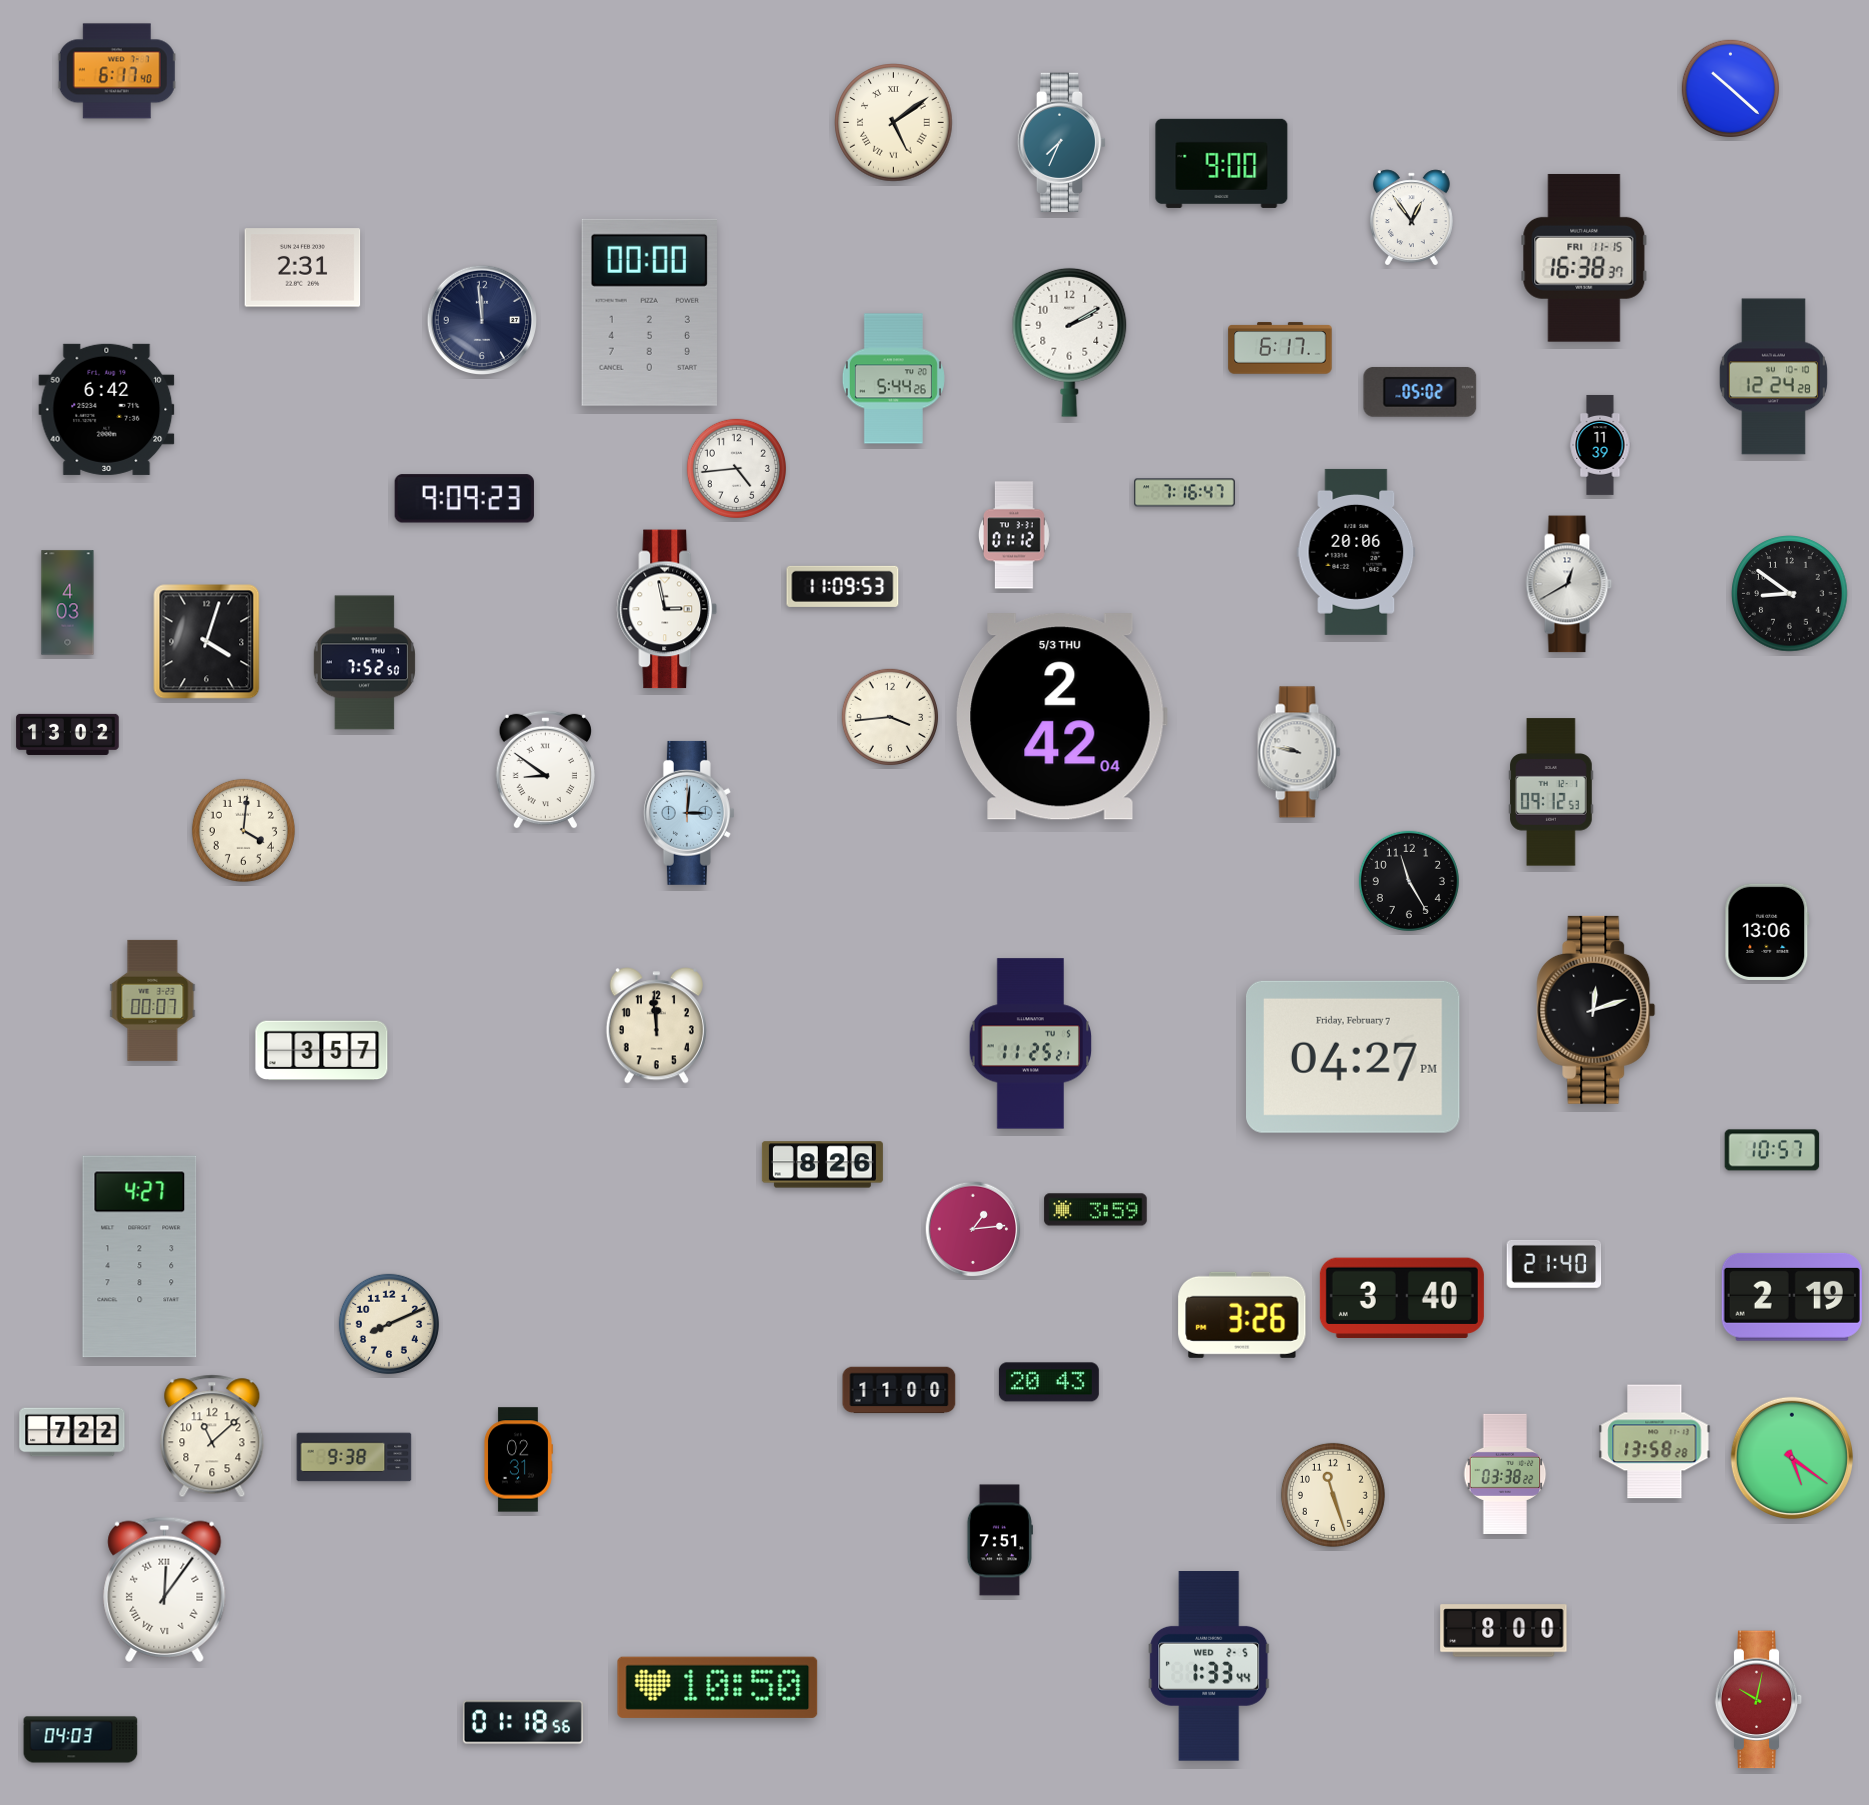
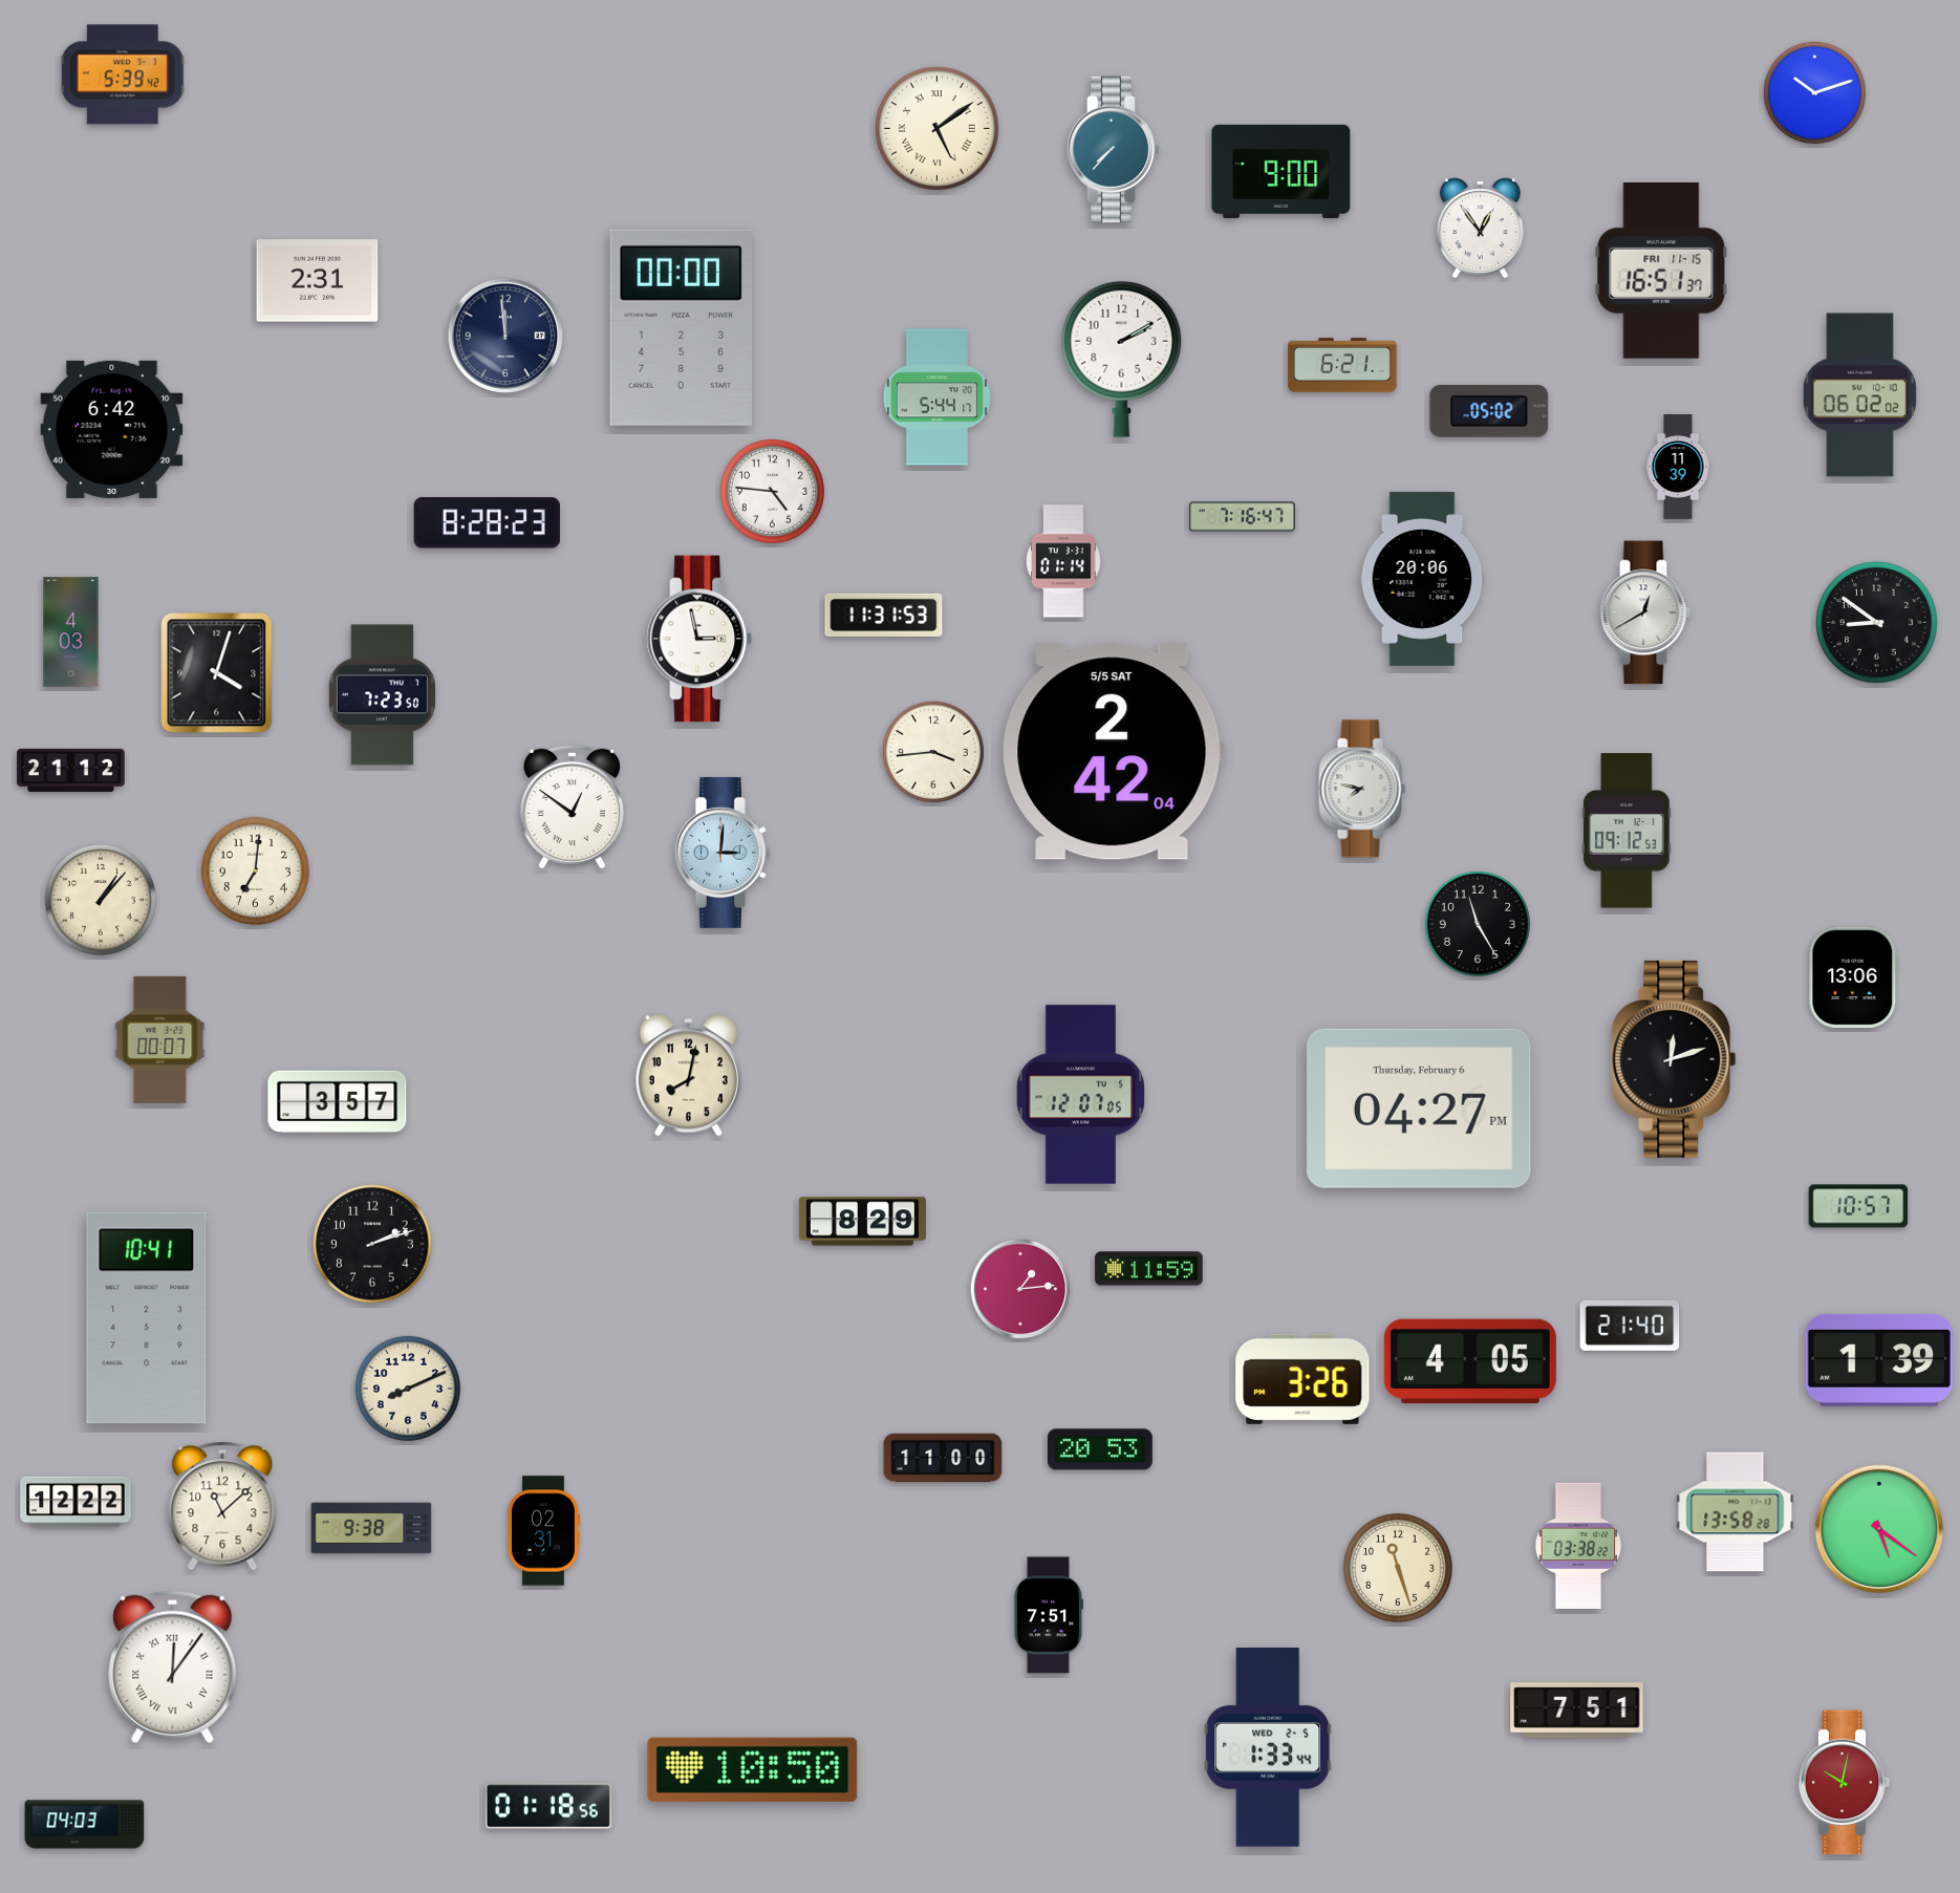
clock at (117, 71): 6:17 -> 5:39
clock at (1730, 88): 10:22 -> 10:12
clock at (1062, 142): 7:34 -> 7:37
clock at (1584, 258): 16:38 -> 16:51
clock at (1280, 348): 6:17 -> 6:21
clock at (1773, 377): 12:24 -> 06:02
clock at (893, 379): 5:44:26 -> 5:44:17
clock at (736, 468): 4:44 -> 4:46
clock at (464, 499): 9:09 -> 8:28
clock at (1014, 535): 01:12 -> 01:14
clock at (843, 586): 11:09 -> 11:31
clock at (364, 663): 7:52 -> 7:23
clock at (1062, 717) date: 5/3 THU -> 5/5 SAT
clock at (68, 734): 13:02 -> 21:12
clock at (1299, 752): 9:47 -> 7:47
clock at (545, 769): 8:51 -> 12:51
clock at (243, 830): 4:01 -> 7:01
clock at (101, 900): none -> 1:07
clock at (153, 1000) position: (153, 1000) -> (160, 1039)
clock at (656, 1026): 11:59 -> 8:02
clock at (1031, 1044): 11:25 -> 12:07
clock at (1354, 1057) date: Friday, February 7 -> Thursday, February 6
clock at (822, 1165): 8:26 -> 8:29
clock at (373, 1245): none -> 2:12
clock at (1096, 1210): 3:59 -> 11:59
clock at (140, 1257): 4:27 -> 10:41
clock at (1792, 1297): 2:19 -> 1:39
clock at (1402, 1298): 3:40 -> 4:05
clock at (1049, 1382): 20:43 -> 20:53
clock at (72, 1432): 7:22 -> 12:22
clock at (1504, 1631): 8:00 -> 7:51
